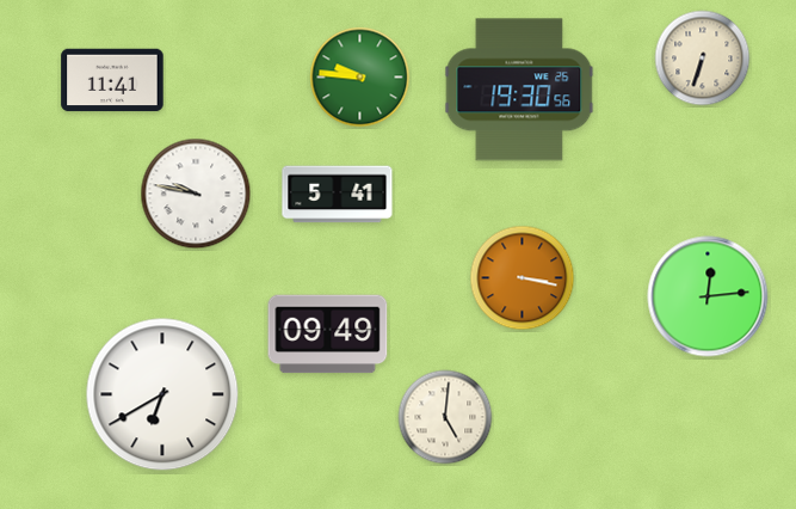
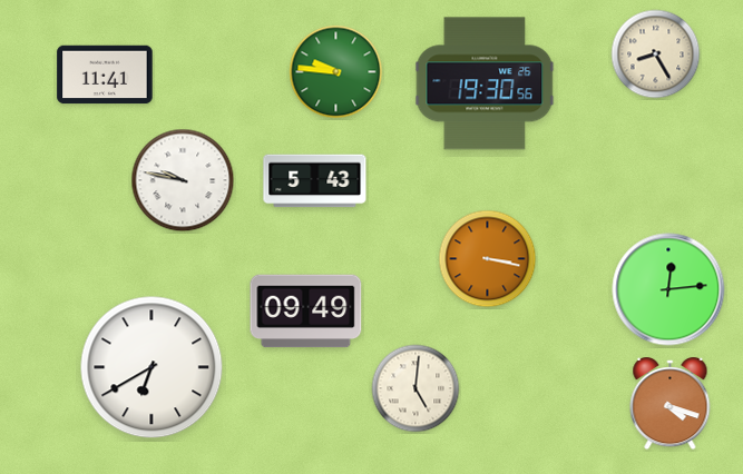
clock at (703, 59): 6:33 -> 8:25
clock at (338, 195): 5:41 -> 5:43
clock at (708, 296) position: (708, 296) -> (668, 289)
clock at (671, 405): none -> 4:18
